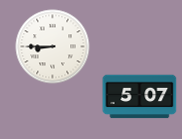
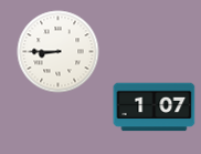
clock at (140, 97): 5:07 -> 1:07
